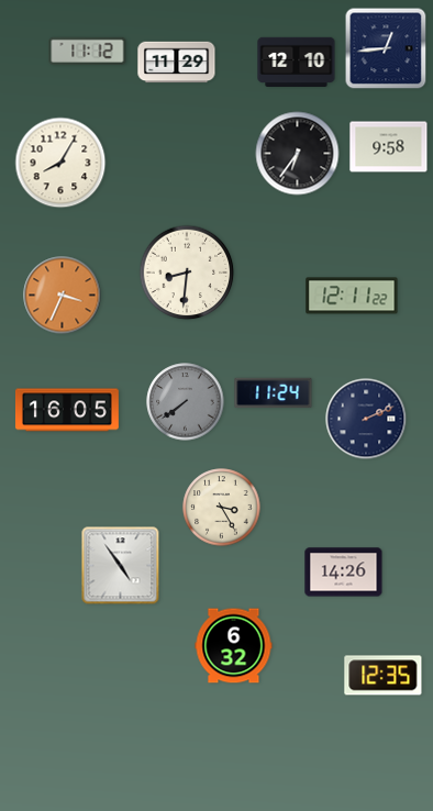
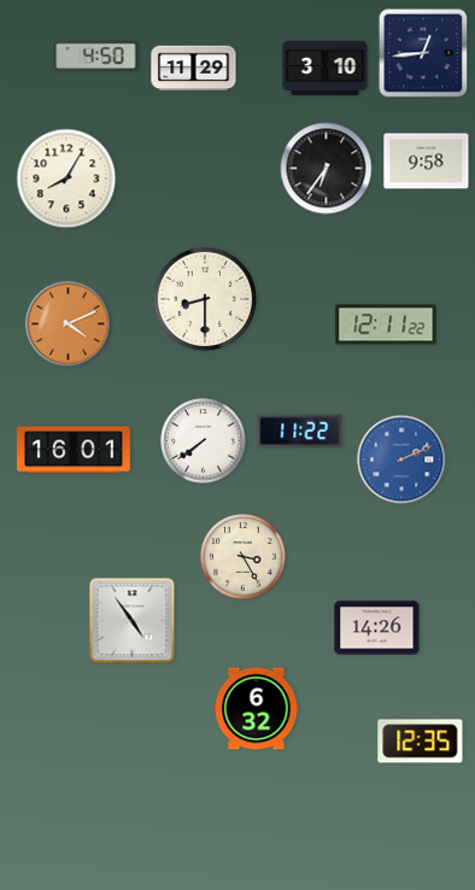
clock at (88, 51): 11:12 -> 4:50
clock at (297, 62): 12:10 -> 3:10
clock at (187, 273): 8:31 -> 8:30
clock at (63, 296): 3:34 -> 4:11
clock at (274, 393): 11:24 -> 11:22
clock at (186, 402) dial: grey -> white
clock at (67, 410): 16:05 -> 16:01
clock at (366, 419) dial: navy -> blue
